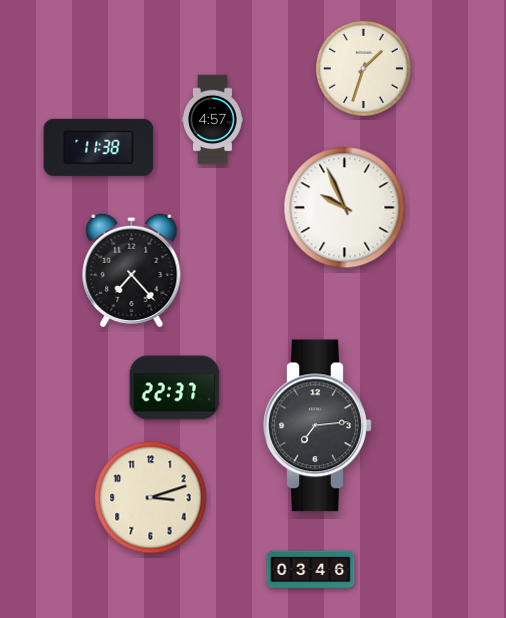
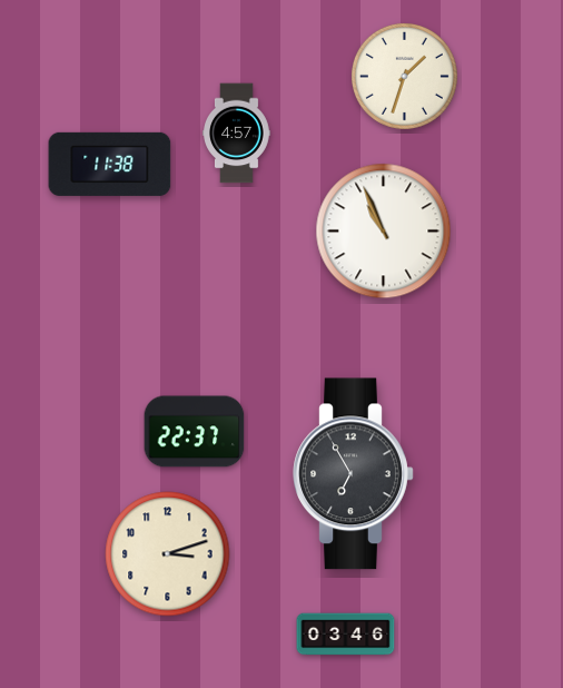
clock at (345, 208): 9:56 -> 10:56
clock at (132, 270): 7:23 -> none
clock at (318, 426): 7:14 -> 6:55
